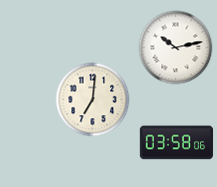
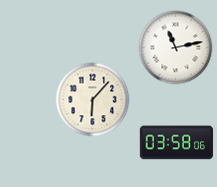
clock at (176, 48): 10:13 -> 11:13
clock at (93, 100): 7:01 -> 6:07
